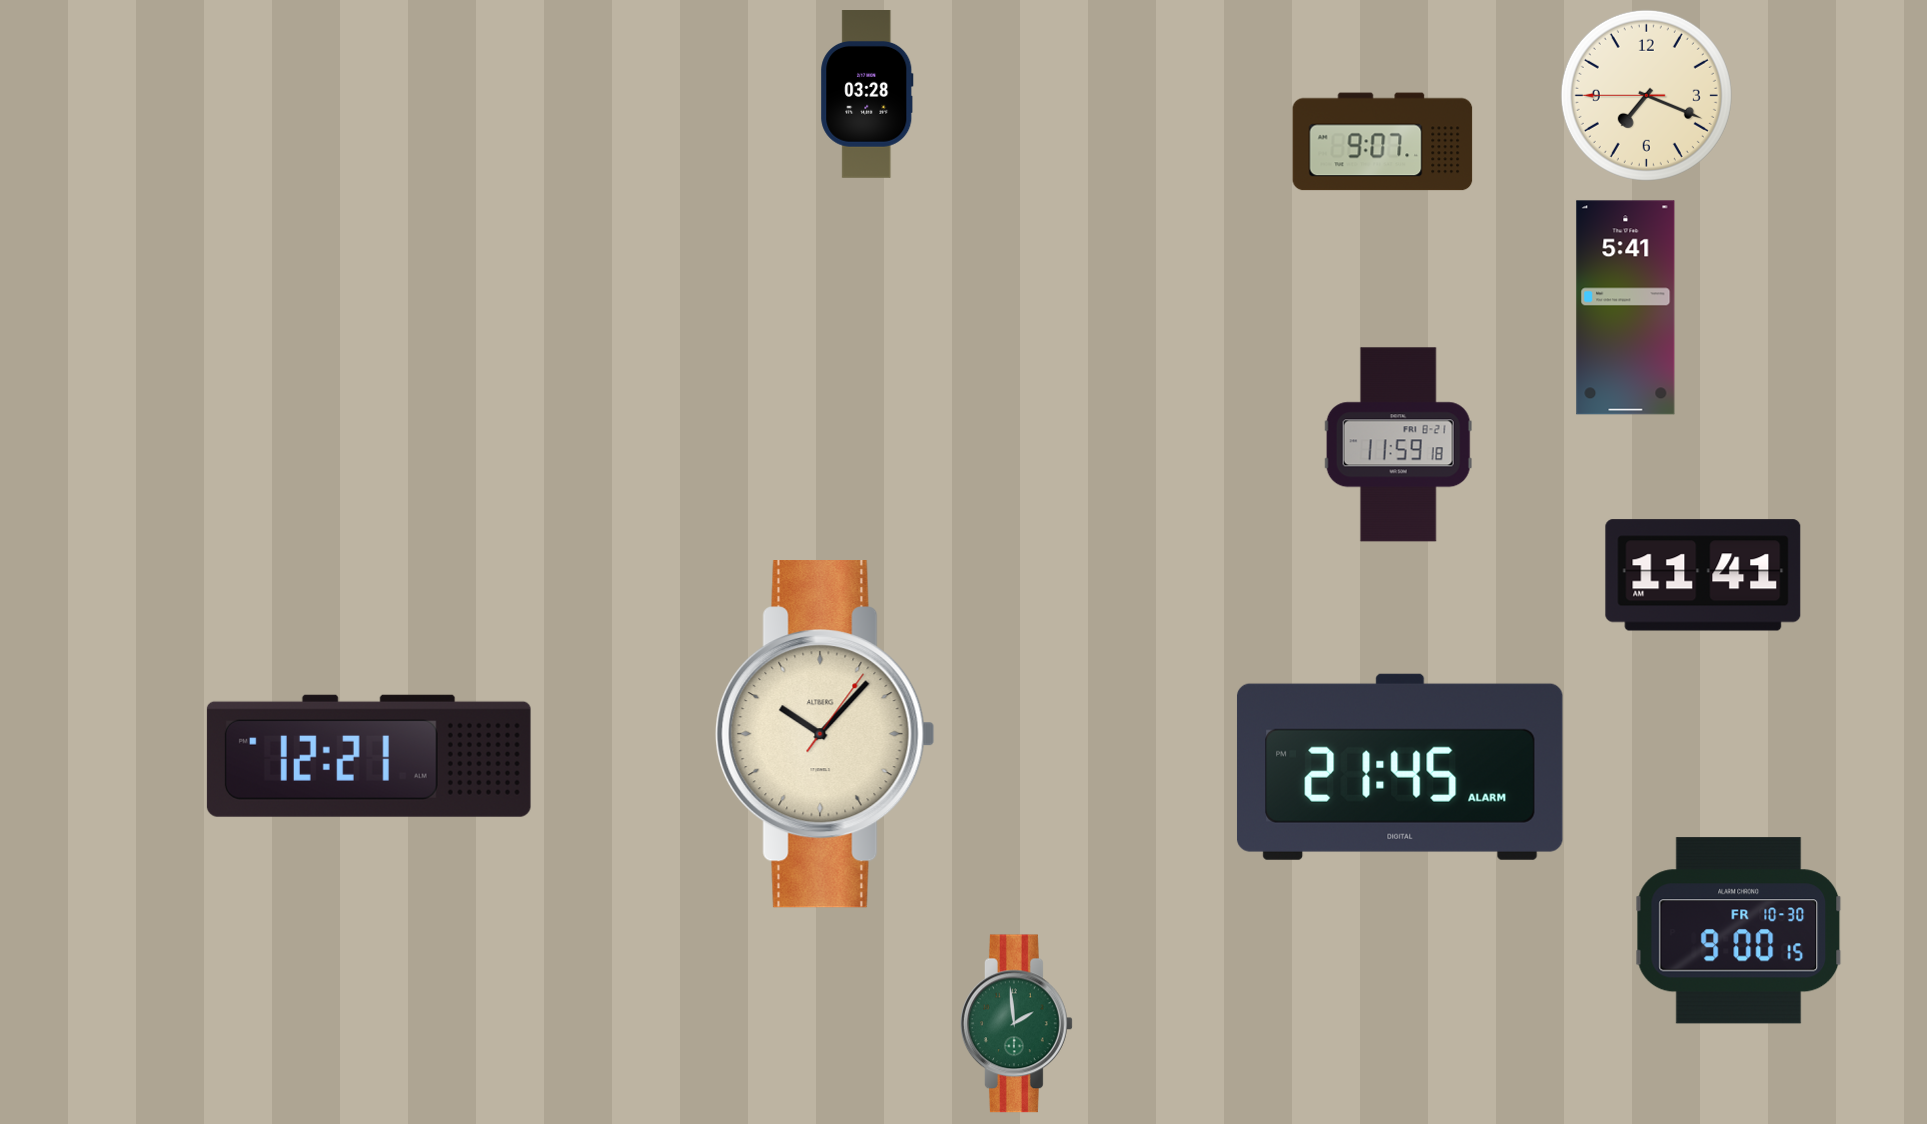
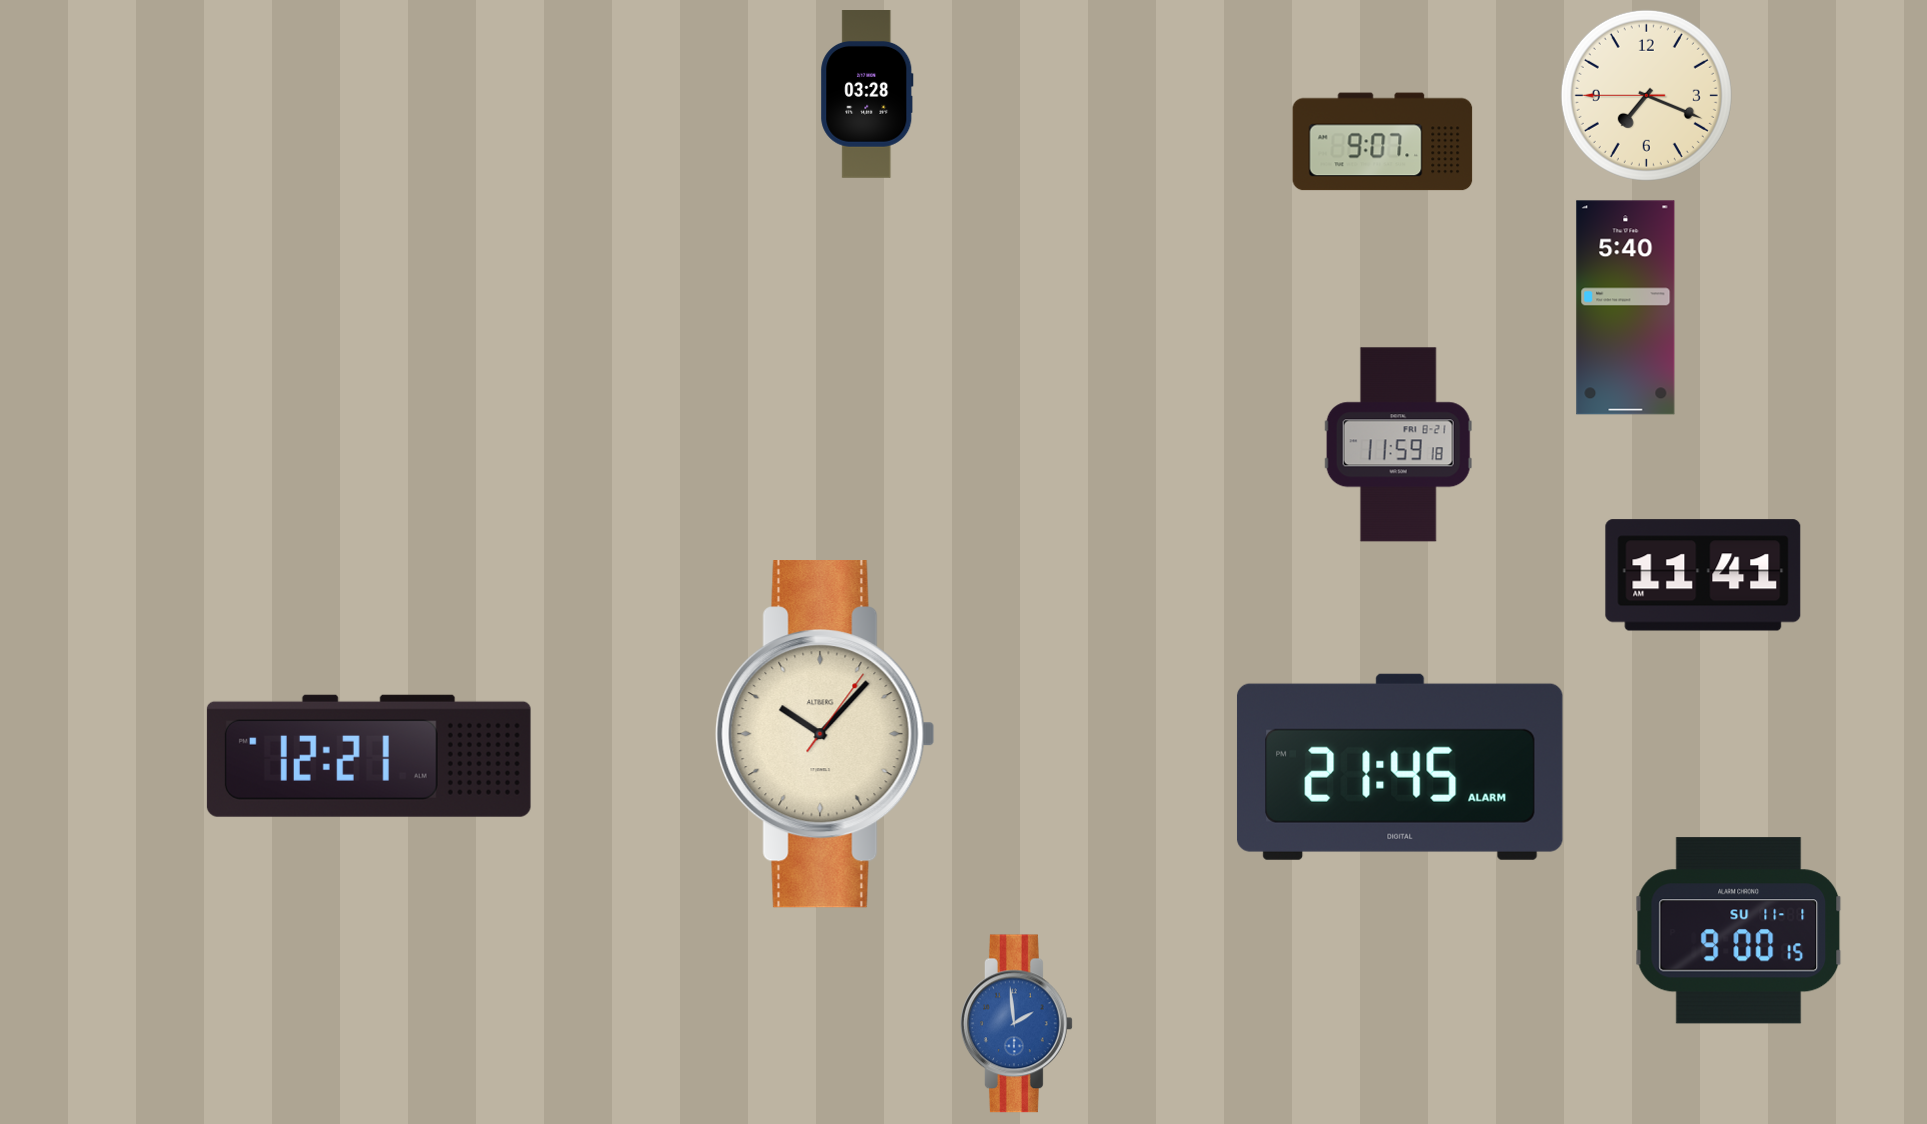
clock at (1626, 308): 5:41 -> 5:40
clock at (1739, 931) date: FR 10-30 -> SU 11-1
clock at (1017, 1024) dial: green -> blue
